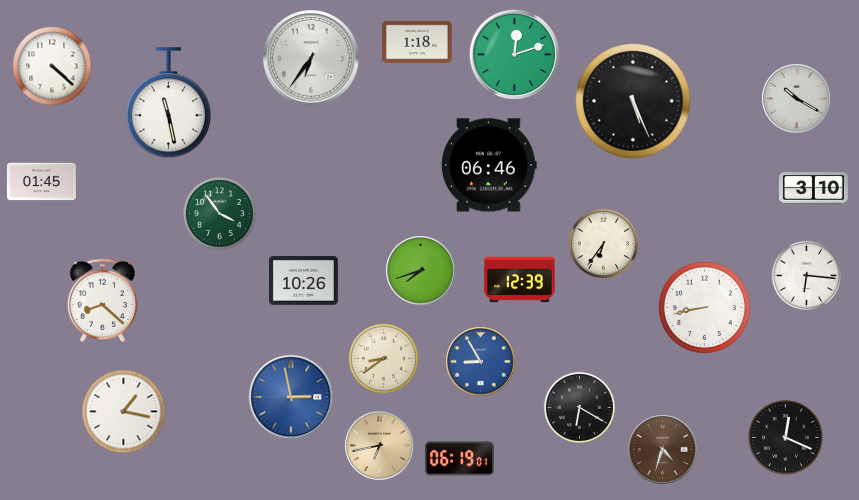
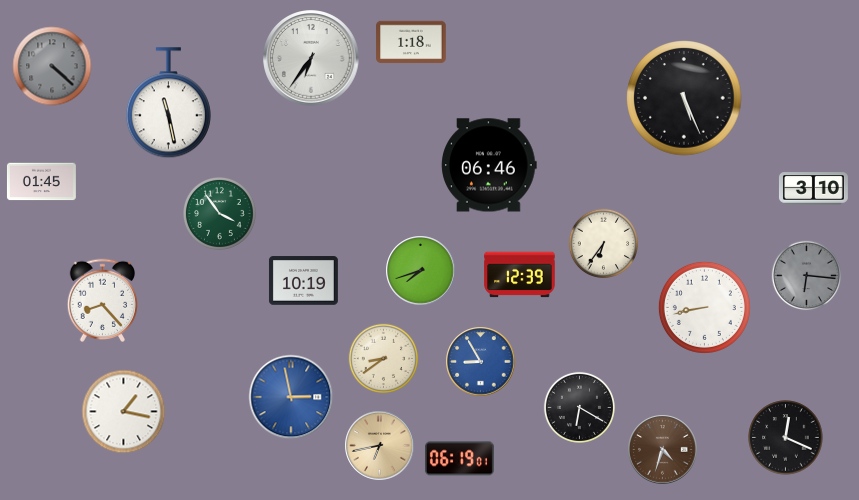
clock at (417, 42) position: (417, 42) -> (411, 42)
clock at (514, 54): 12:12 -> none
clock at (52, 66) dial: white -> grey
clock at (797, 99): 10:20 -> none
clock at (633, 101) position: (633, 101) -> (684, 98)
clock at (807, 276) dial: white -> grey
clock at (520, 280) position: (520, 280) -> (520, 275)
clock at (303, 281): 10:26 -> 10:19
clock at (102, 300): 8:22 -> 8:23
